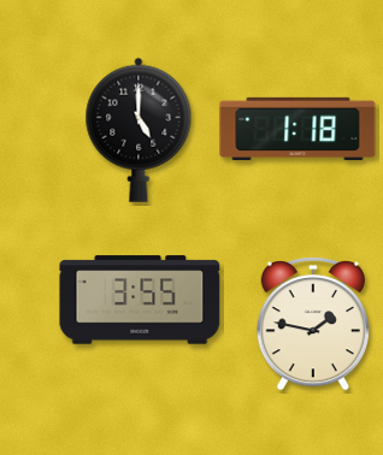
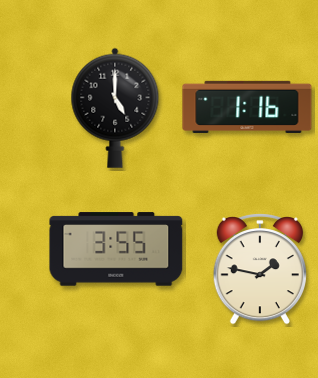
clock at (297, 129): 1:18 -> 1:16
